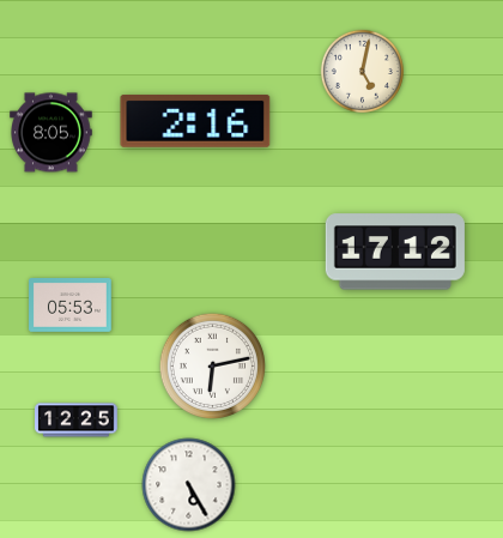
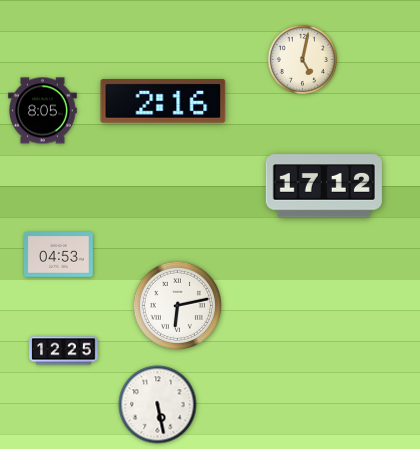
clock at (395, 252) position: (395, 252) -> (324, 186)
clock at (71, 306): 05:53 -> 04:53
clock at (189, 485): 5:25 -> 5:28
